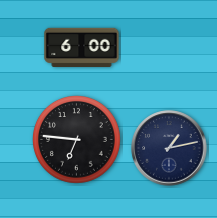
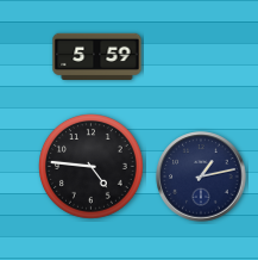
clock at (82, 47): 6:00 -> 5:59
clock at (77, 140): 6:46 -> 4:46
